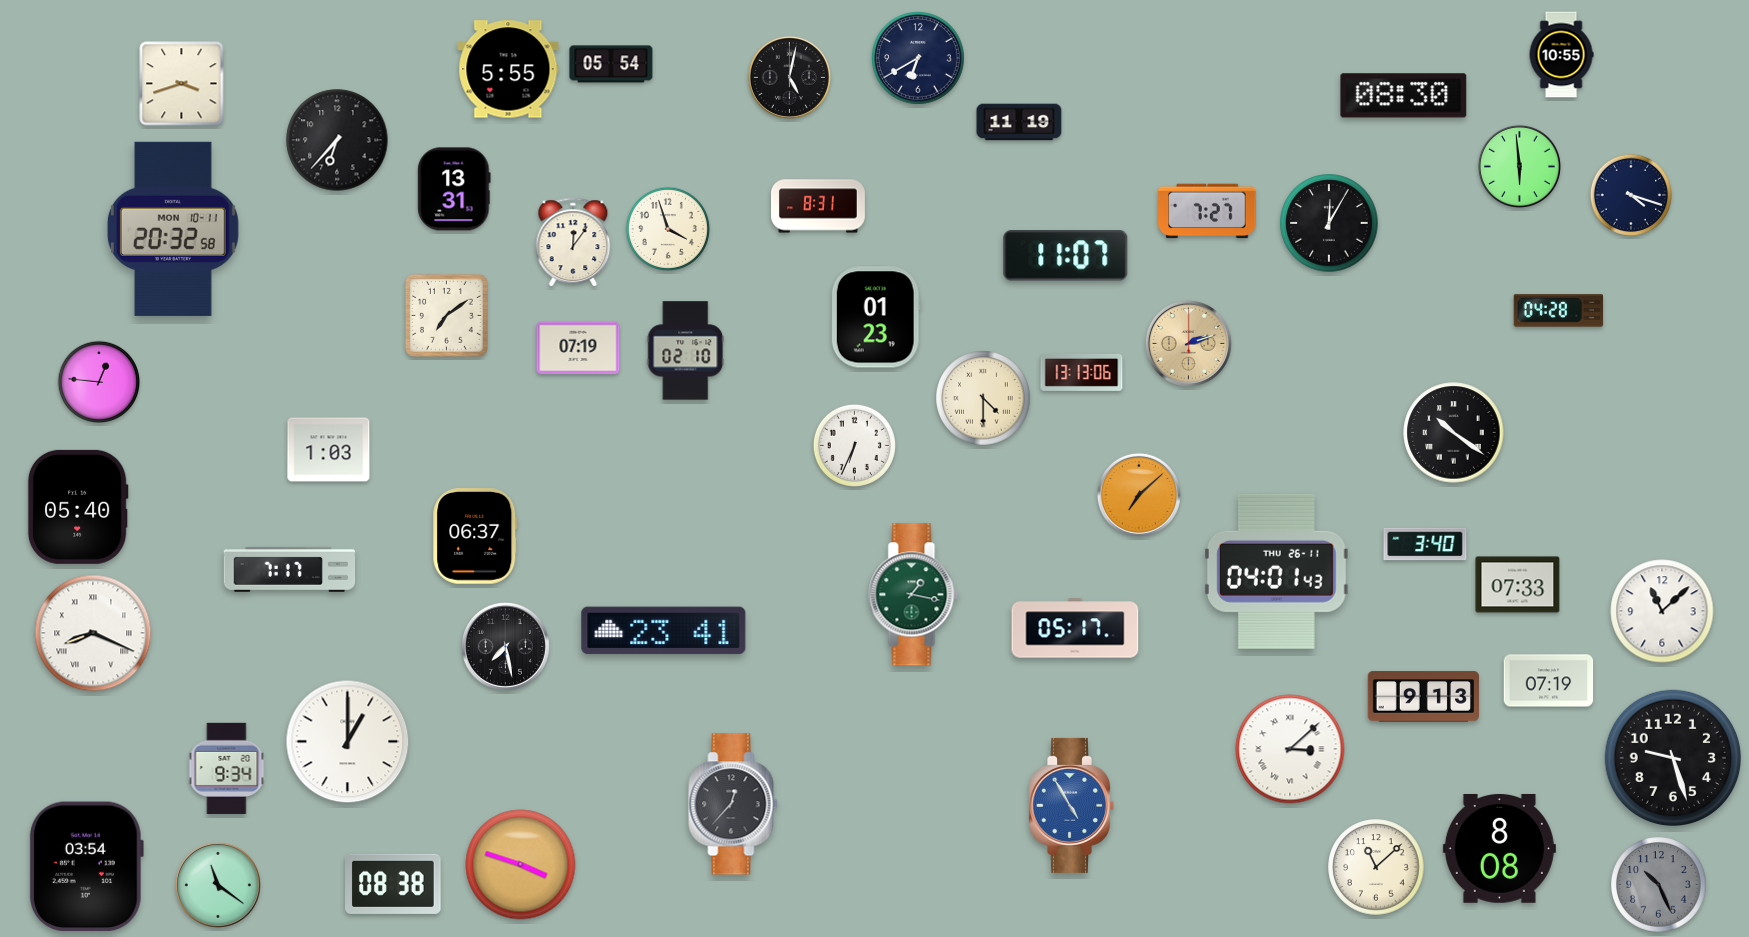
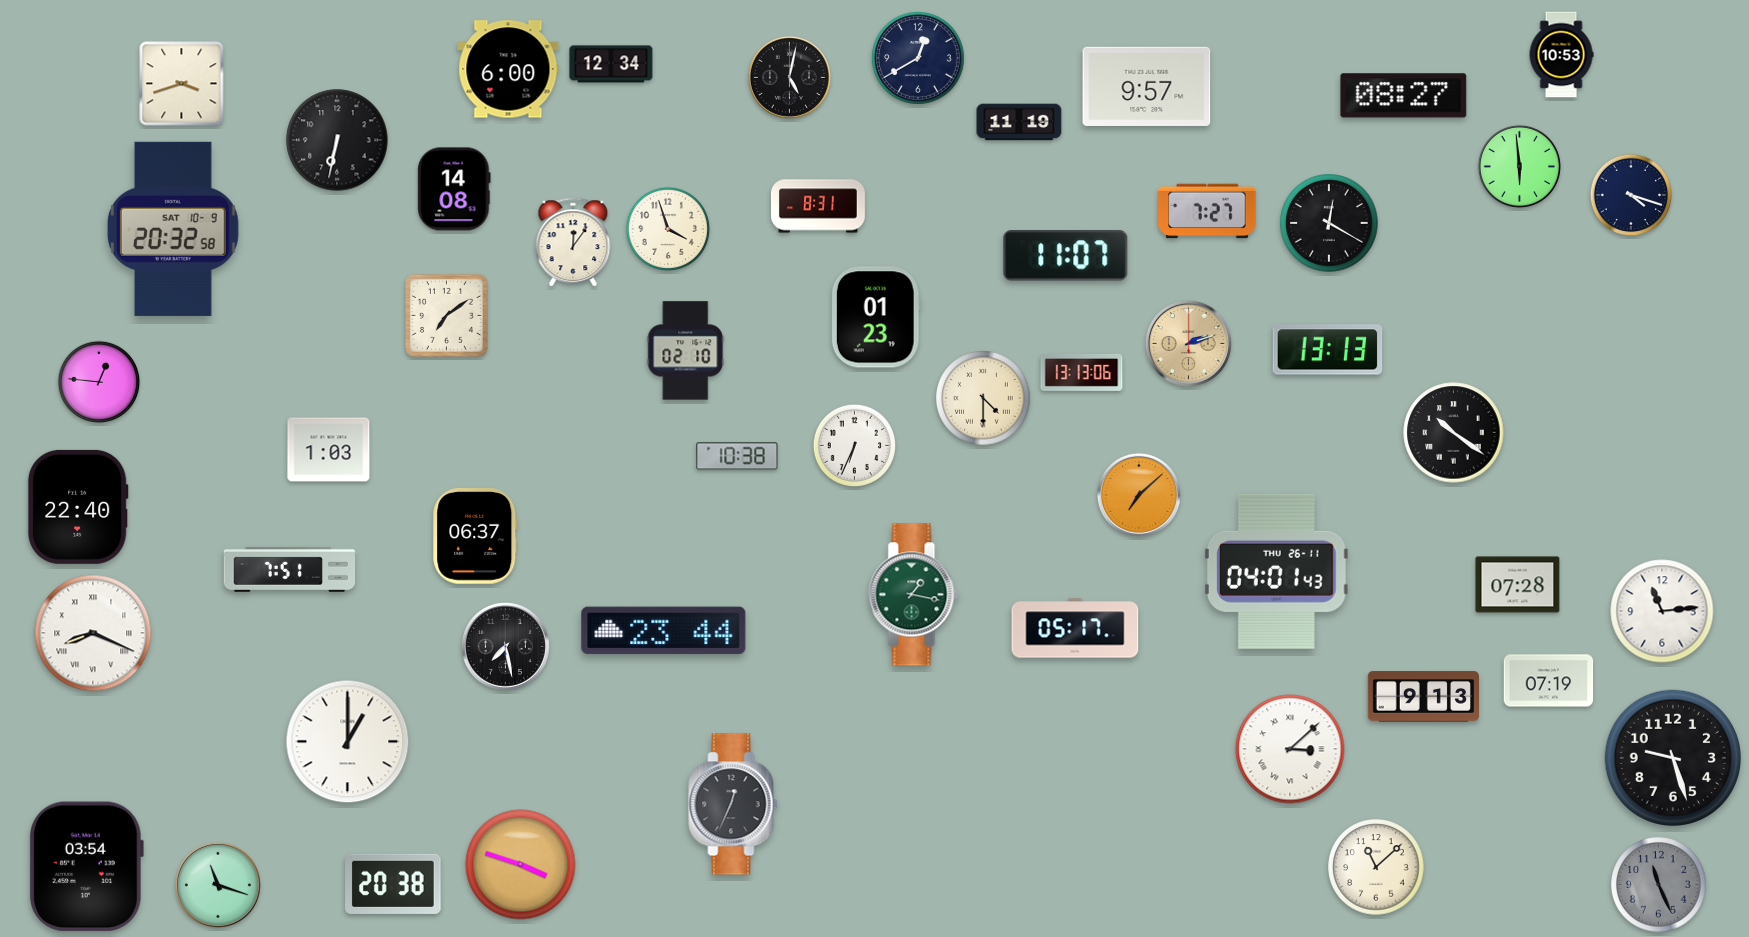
clock at (1561, 55): 10:55 -> 10:53
clock at (919, 59): 6:40 -> 12:40
clock at (611, 64): 05:54 -> 12:34
clock at (508, 69): 5:55 -> 6:00
clock at (1147, 86): none -> 9:57
clock at (1404, 96): 08:30 -> 08:27
clock at (337, 140): 6:37 -> 6:32
clock at (454, 189): 13:31 -> 14:08
clock at (1329, 223): 12:05 -> 12:20
clock at (173, 229) date: MON 10-11 -> SAT 10-9
clock at (1559, 311): 04:28 -> none
clock at (578, 348): 07:19 -> none
clock at (1328, 350): none -> 13:13
clock at (737, 456): none -> 10:38
clock at (78, 507): 05:40 -> 22:40
clock at (1425, 544): 3:40 -> none
clock at (290, 569): 7:17 -> 7:51
clock at (1518, 585): 07:33 -> 07:28
clock at (1662, 611): 11:08 -> 11:14
clock at (664, 631): 23:41 -> 23:44
clock at (227, 768): 9:34 -> none
clock at (733, 804): 12:37 -> 12:34
clock at (1071, 805): 4:55 -> none
clock at (1499, 849): 8:08 -> none
clock at (394, 884): 08:38 -> 20:38
clock at (218, 885): 11:21 -> 11:18
clock at (1659, 885): 10:26 -> 11:26
